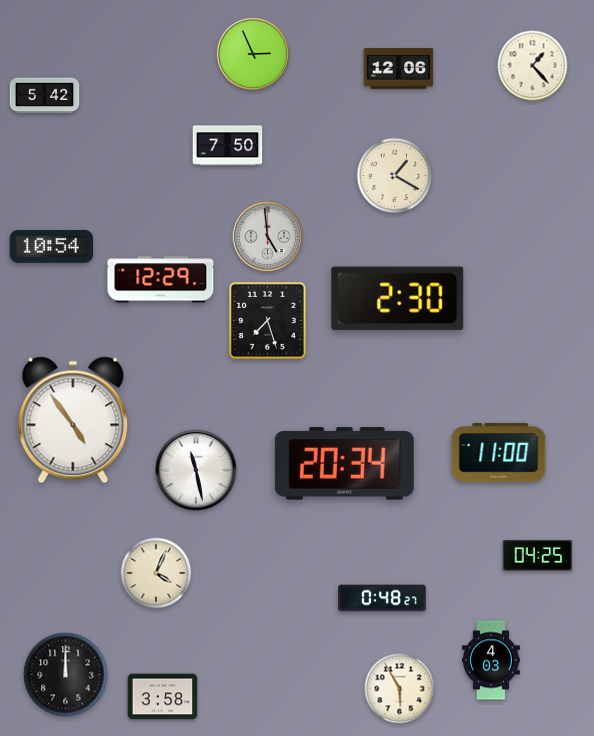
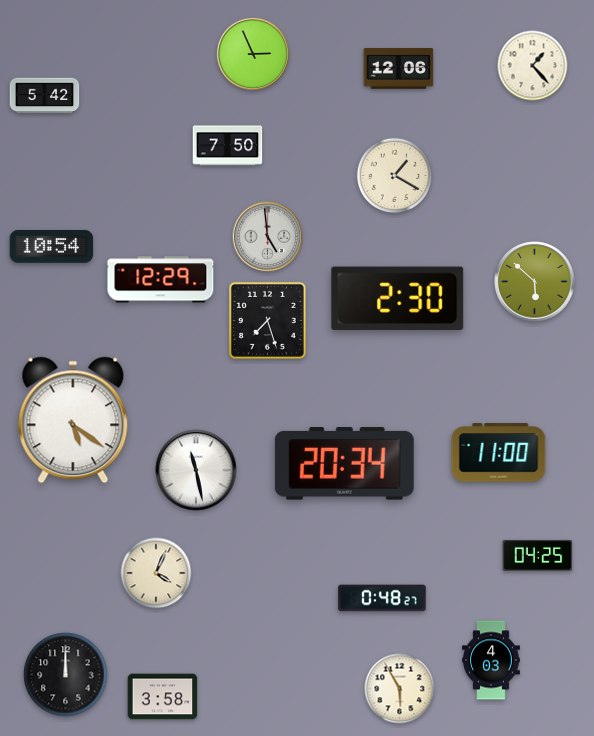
clock at (535, 282): none -> 5:52
clock at (73, 420): 4:54 -> 5:21
